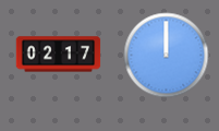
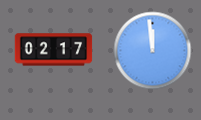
clock at (166, 55): 12:00 -> 11:59
